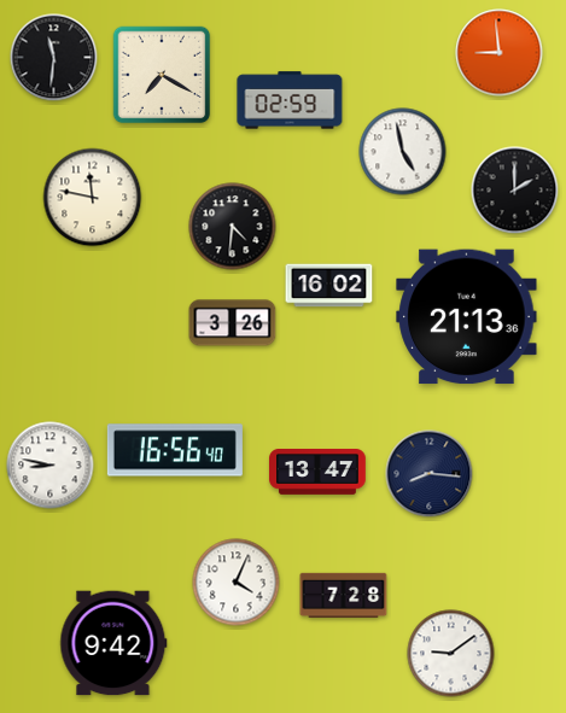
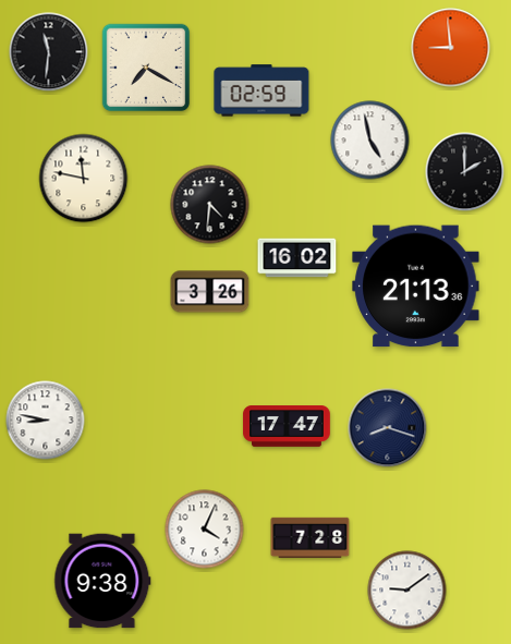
clock at (403, 152) position: (403, 152) -> (370, 141)
clock at (467, 317) position: (467, 317) -> (416, 287)
clock at (175, 450): 16:56 -> none
clock at (317, 472): 13:47 -> 17:47
clock at (430, 474): 8:16 -> 8:18
clock at (237, 583) position: (237, 583) -> (205, 530)
clock at (113, 643): 9:42 -> 9:38
